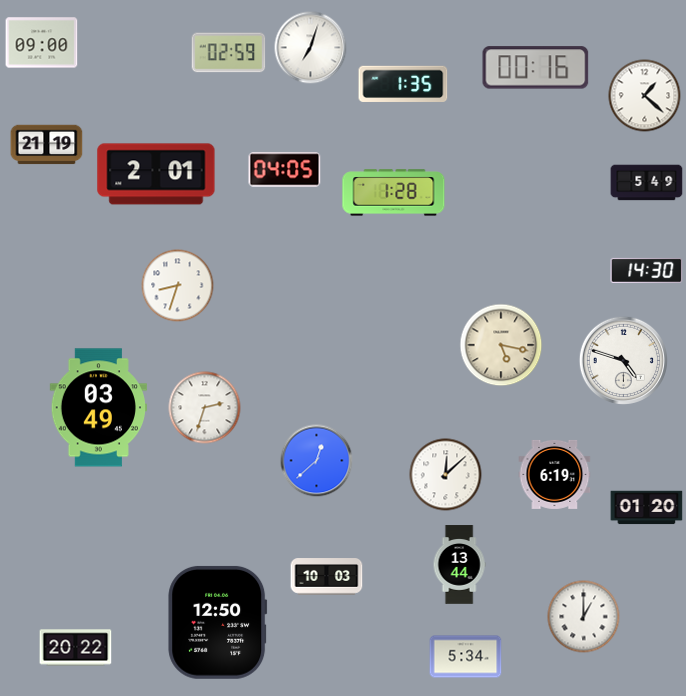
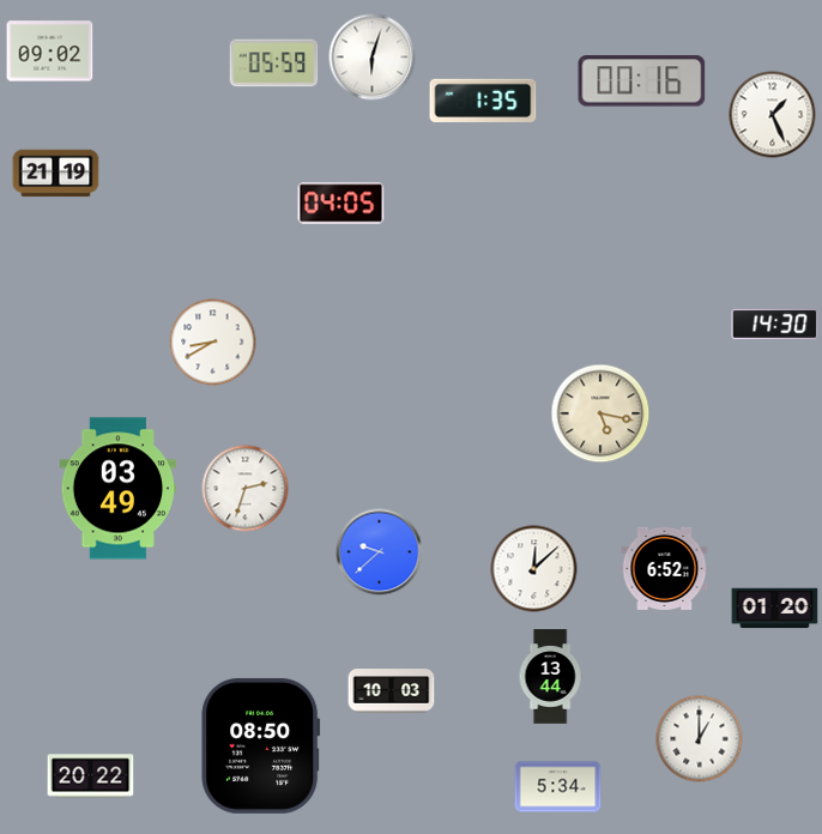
clock at (42, 43): 09:00 -> 09:02
clock at (311, 48): 7:03 -> 6:03
clock at (229, 53): 02:59 -> 05:59
clock at (645, 96): 1:22 -> 1:26
clock at (156, 174): 2:01 -> none
clock at (647, 183): 5:49 -> none
clock at (394, 193): 1:28 -> none
clock at (178, 286): 8:33 -> 8:40
clock at (623, 360): 4:48 -> none
clock at (317, 461): 12:38 -> 9:38
clock at (555, 474): 6:19 -> 6:52
clock at (218, 622): 12:50 -> 08:50
